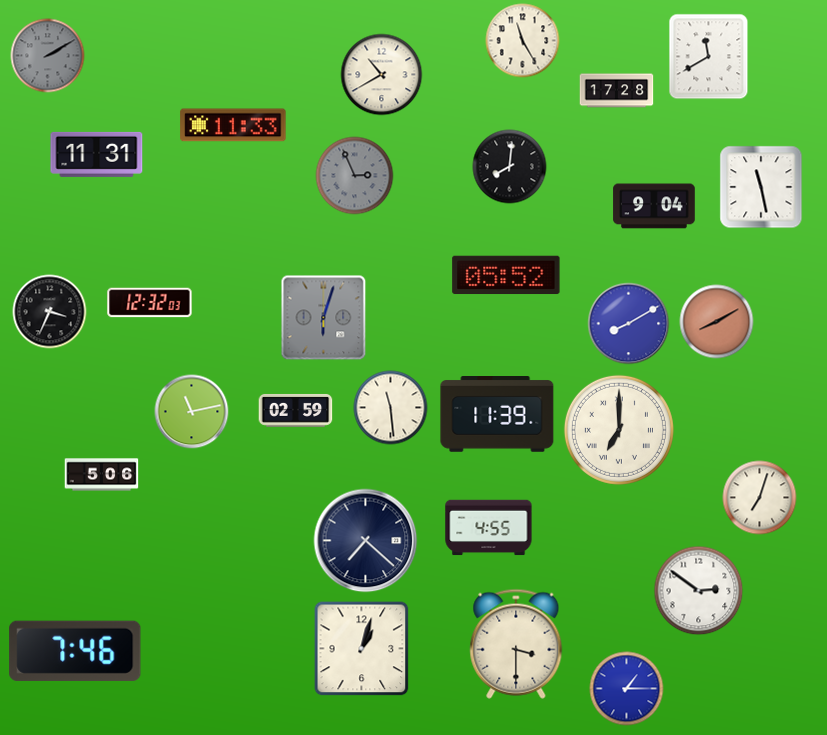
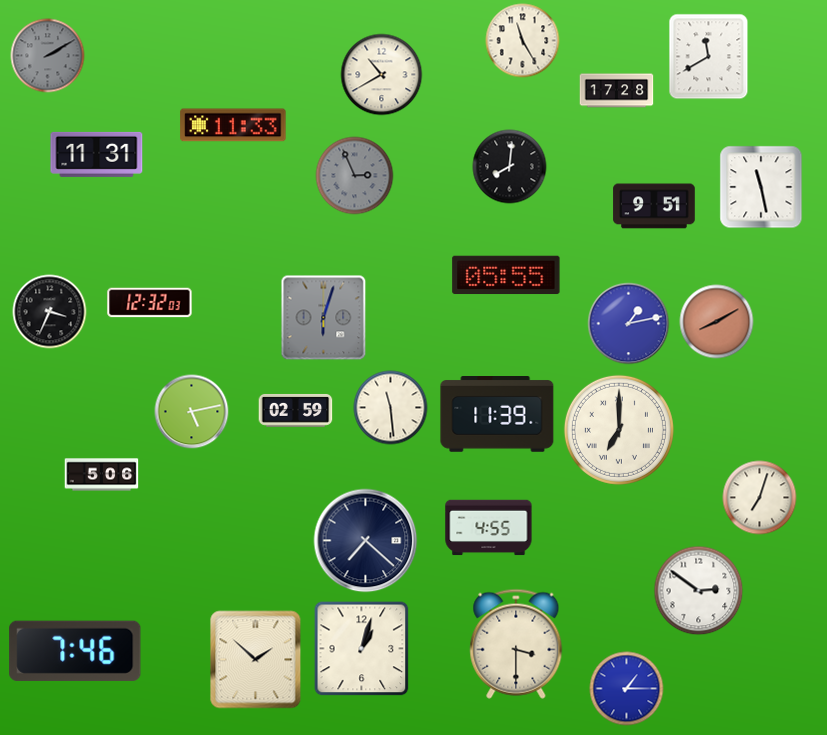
clock at (654, 206): 9:04 -> 9:51
clock at (506, 275): 05:52 -> 05:55
clock at (629, 324): 8:10 -> 1:13
clock at (192, 412): 11:13 -> 5:13
clock at (256, 660): none -> 1:52
